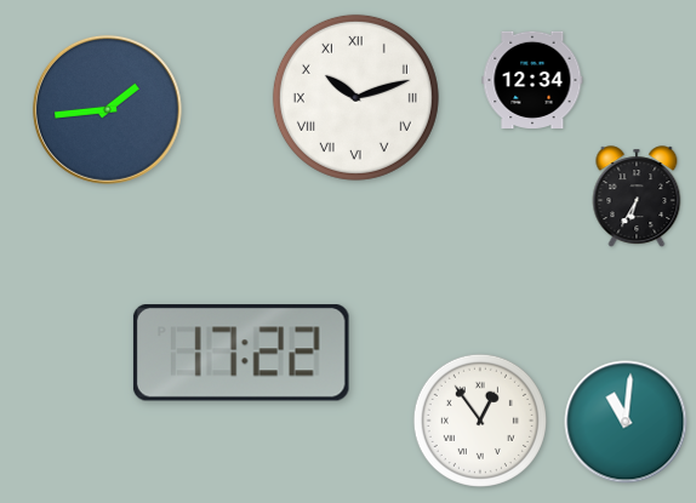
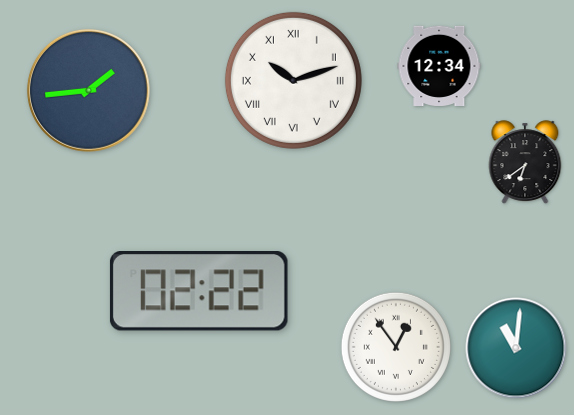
clock at (637, 198): 6:35 -> 6:39
clock at (241, 353): 17:22 -> 02:22
